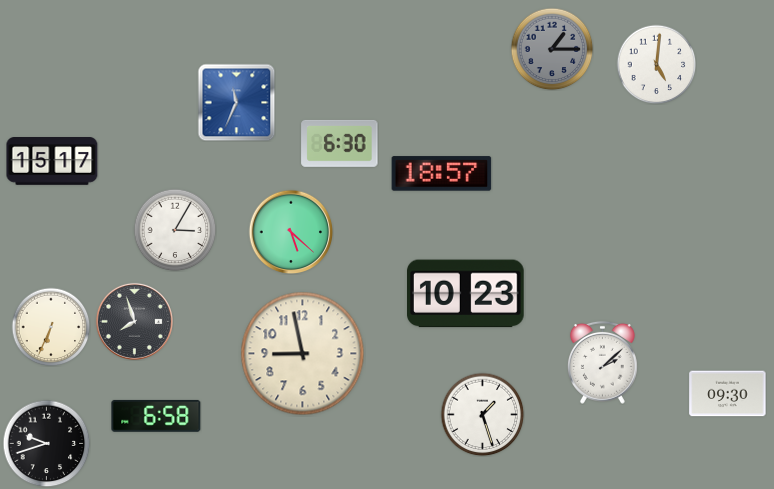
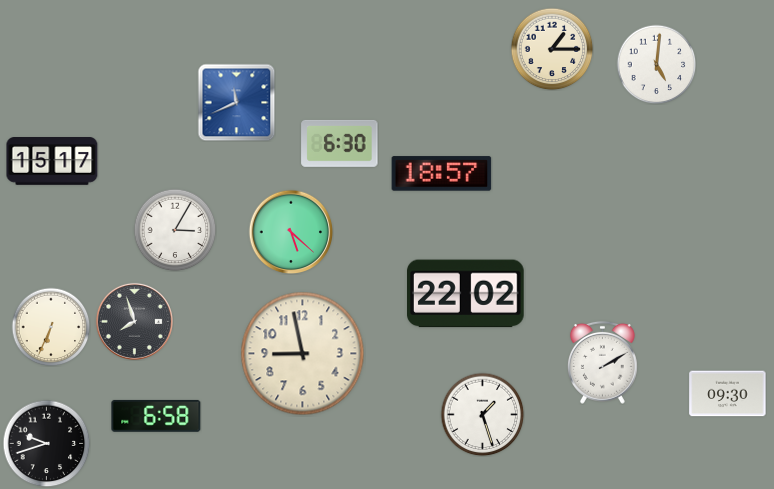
clock at (552, 49) dial: grey -> cream
clock at (236, 102): 11:34 -> 11:41
clock at (466, 294): 10:23 -> 22:02
clock at (602, 362): 2:08 -> 2:10
